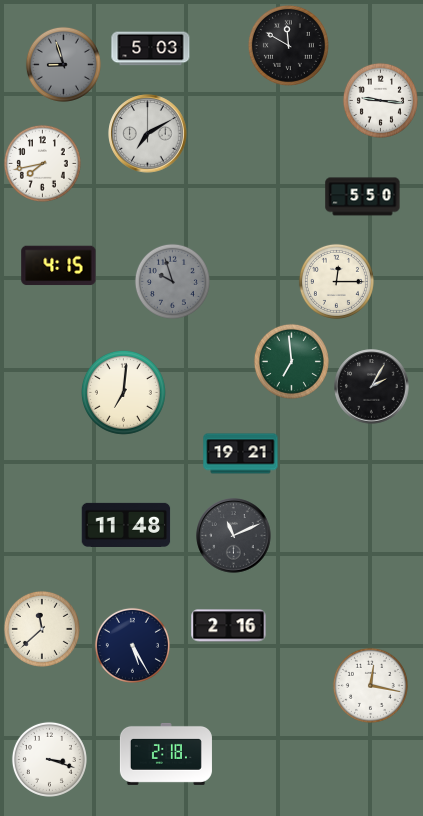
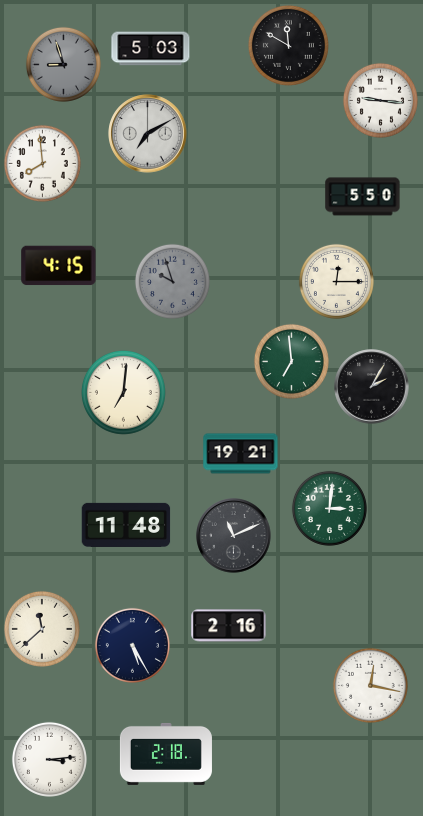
clock at (42, 163): 7:43 -> 7:59
clock at (329, 508): none -> 3:01
clock at (49, 759): 3:18 -> 3:14
